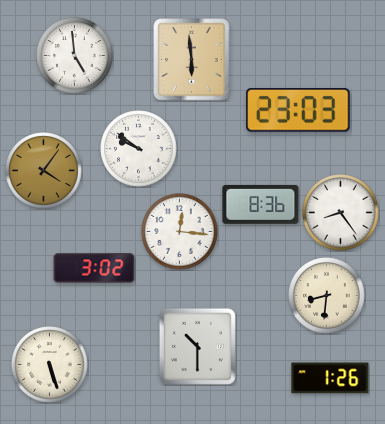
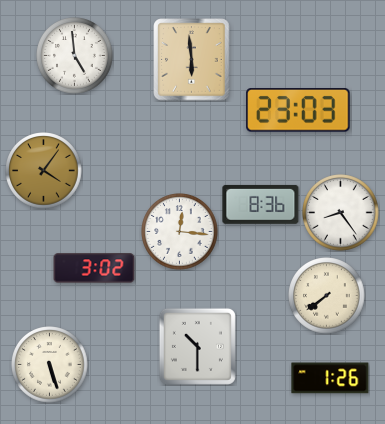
clock at (139, 149): 9:51 -> none
clock at (327, 296): 8:31 -> 7:39
